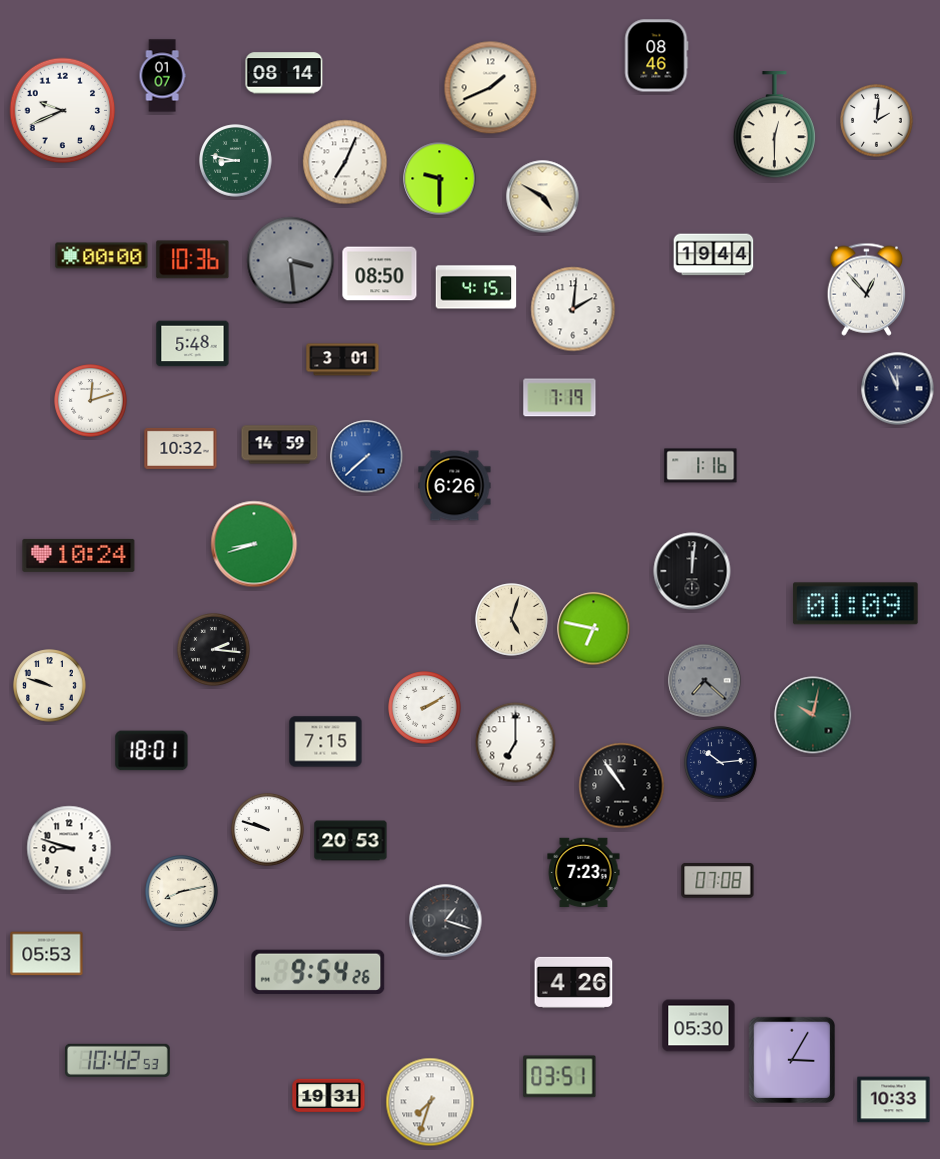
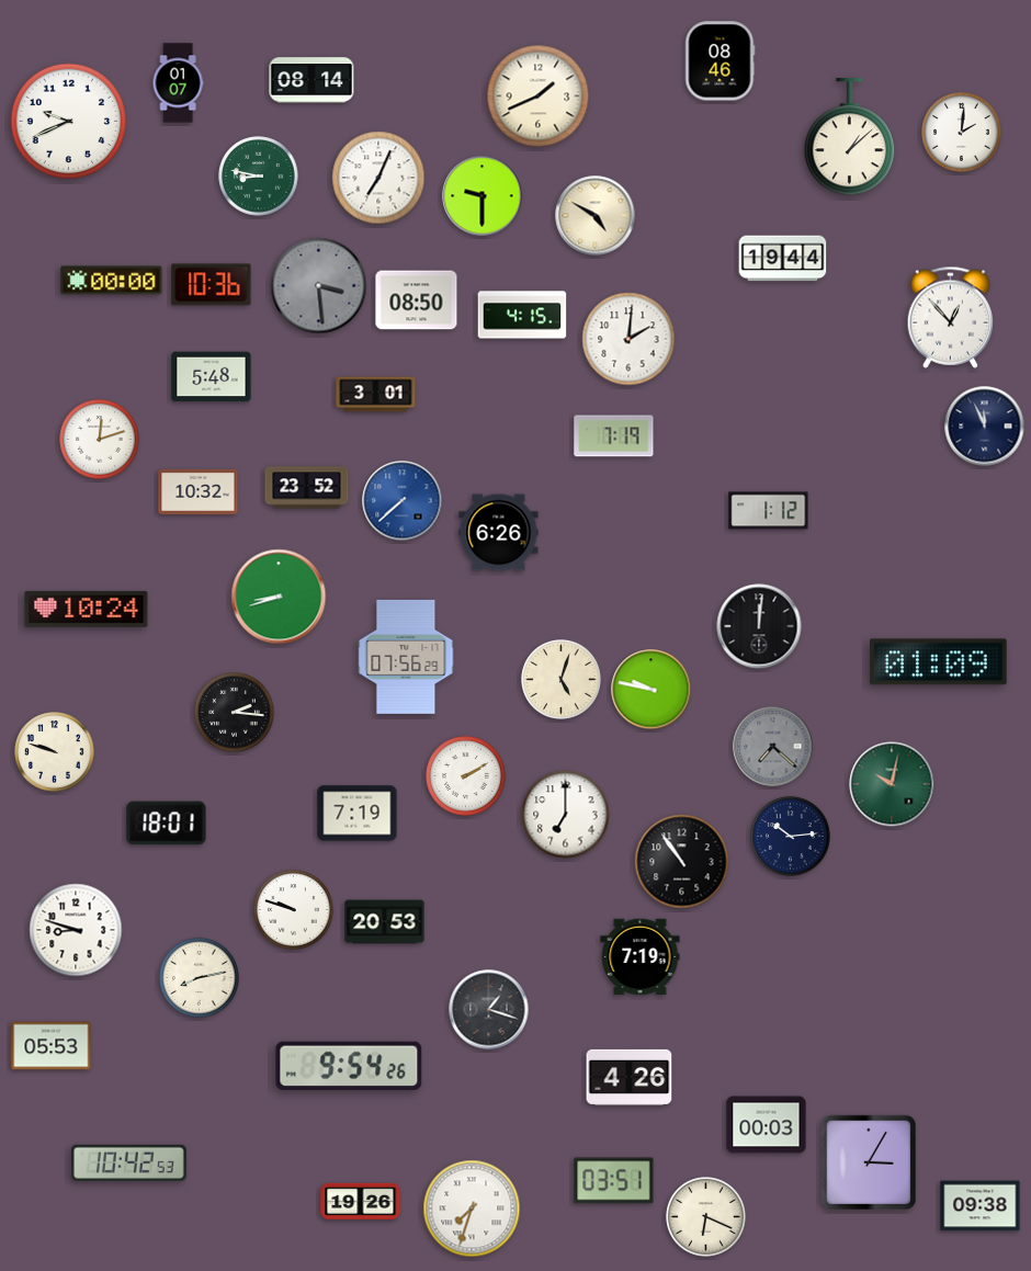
clock at (774, 125): 12:30 -> 1:08
clock at (714, 255) position: (714, 255) -> (783, 259)
clock at (280, 445): 14:59 -> 23:52
clock at (701, 466): 1:16 -> 1:12
clock at (406, 657): none -> 07:56
clock at (594, 629): 6:47 -> 9:47
clock at (326, 742): 7:15 -> 7:19
clock at (584, 873): 7:23 -> 7:19
clock at (718, 880): 07:08 -> none
clock at (699, 1026): 05:30 -> 00:03
clock at (329, 1095): 19:31 -> 19:26
clock at (894, 1100): 10:33 -> 09:38
clock at (706, 1217): none -> 6:19
